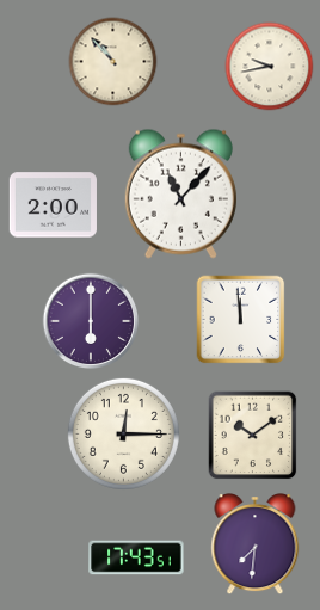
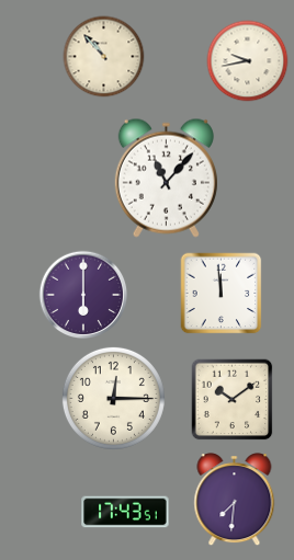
clock at (53, 205): 2:00 -> none
